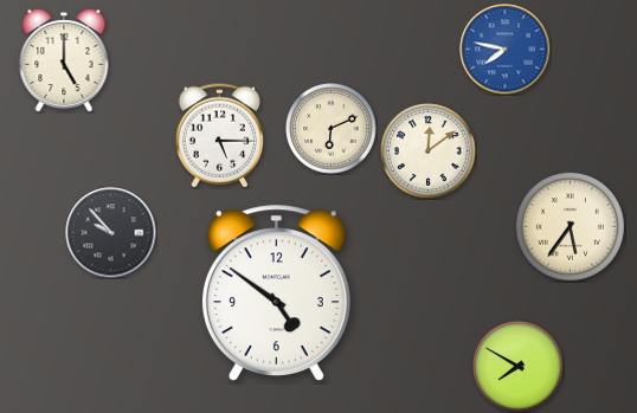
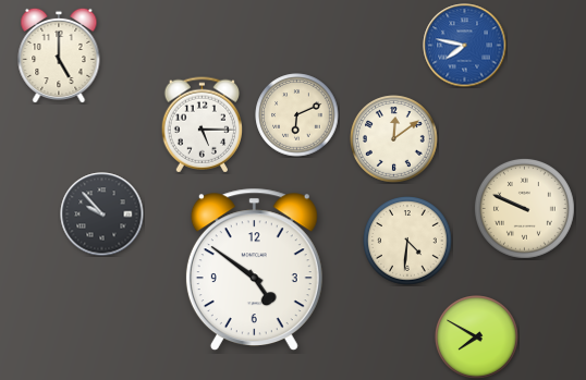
clock at (332, 129) position: (332, 129) -> (297, 115)
clock at (570, 226): 5:36 -> 9:49
clock at (407, 241): none -> 4:31
